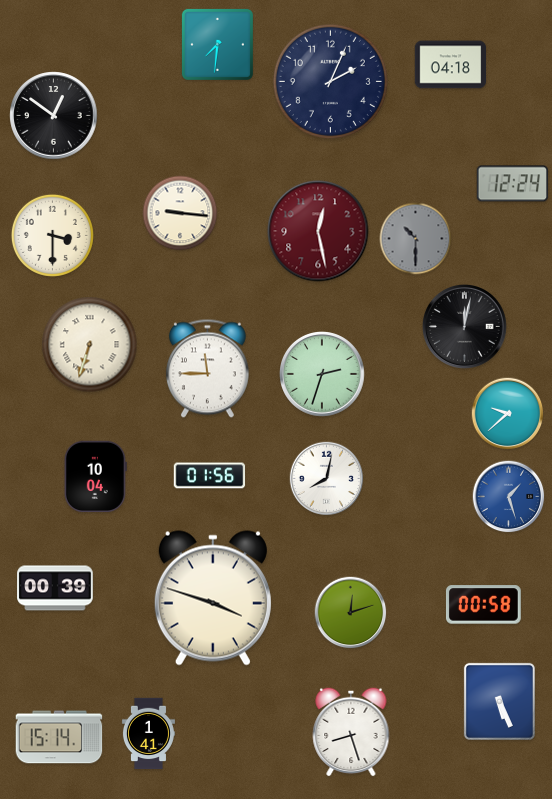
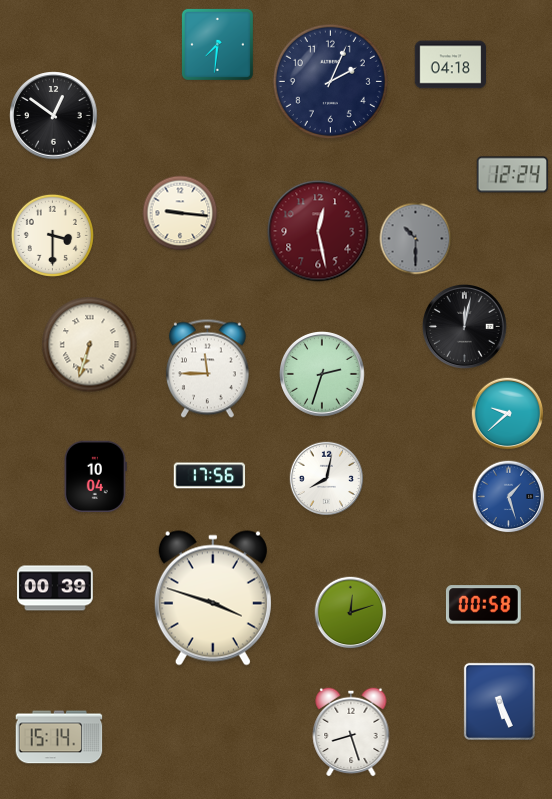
clock at (513, 184) position: (513, 184) -> (513, 175)
clock at (210, 476): 01:56 -> 17:56
clock at (148, 734): 1:41 -> none
